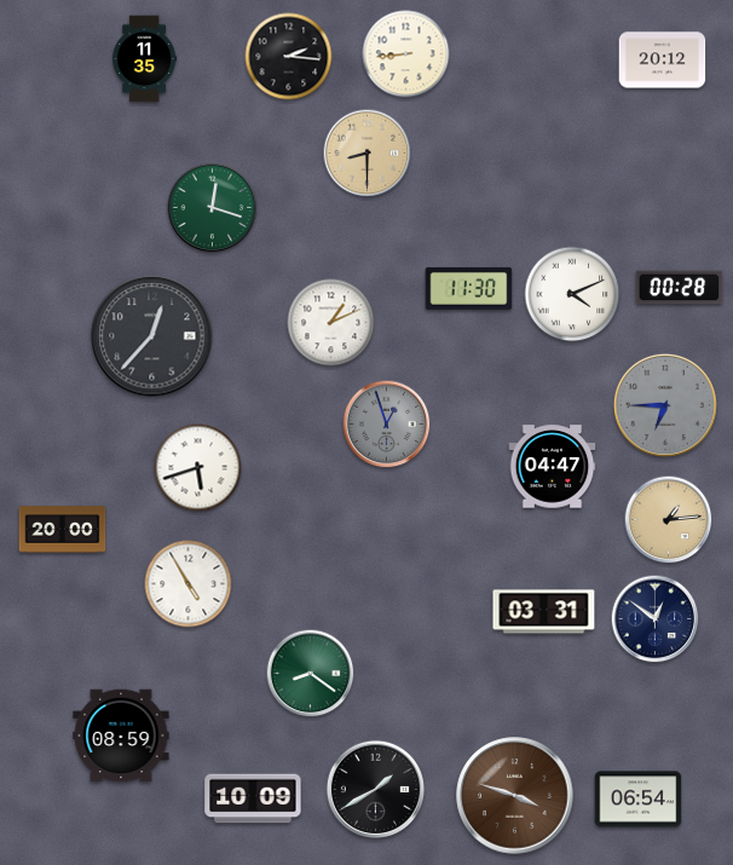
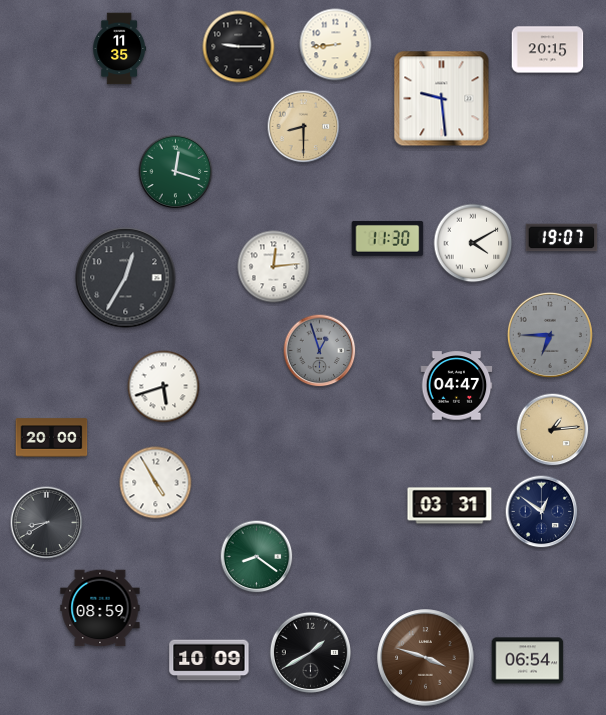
clock at (289, 57): 2:16 -> 9:15
clock at (663, 60): 20:12 -> 20:15
clock at (442, 99): none -> 9:29
clock at (680, 288): 00:28 -> 19:07
clock at (572, 294): 4:11 -> 4:10
clock at (331, 323): 1:11 -> 12:14
clock at (152, 336): 12:37 -> 12:35
clock at (47, 523): none -> 8:40
